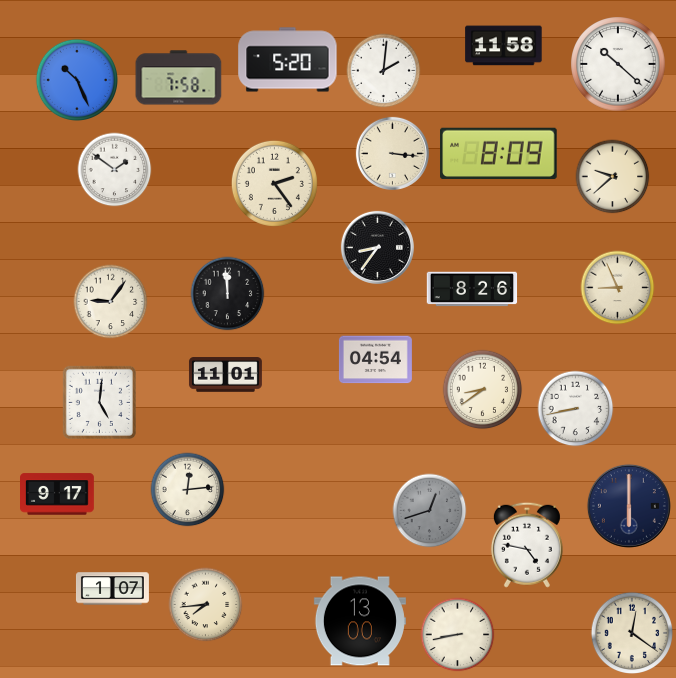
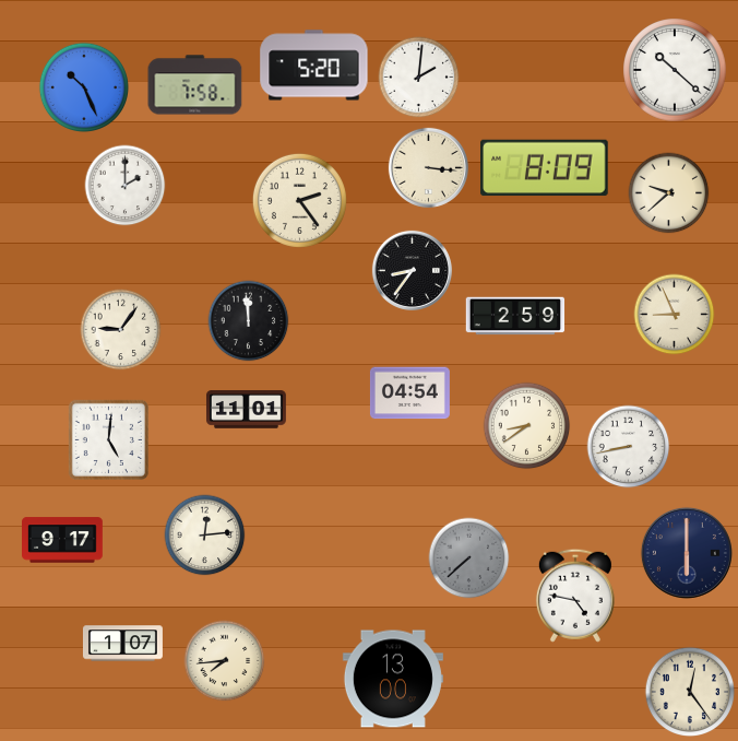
clock at (504, 46): 11:58 -> none
clock at (115, 170): 1:51 -> 2:00
clock at (472, 289): 8:26 -> 2:59
clock at (430, 511): 12:42 -> 7:38
clock at (631, 632): 12:21 -> 12:24
clock at (458, 635): 8:43 -> none
